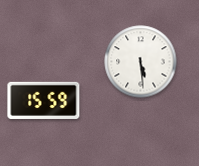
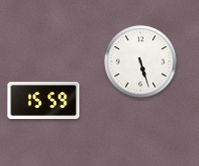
clock at (141, 62): 5:29 -> 5:27
